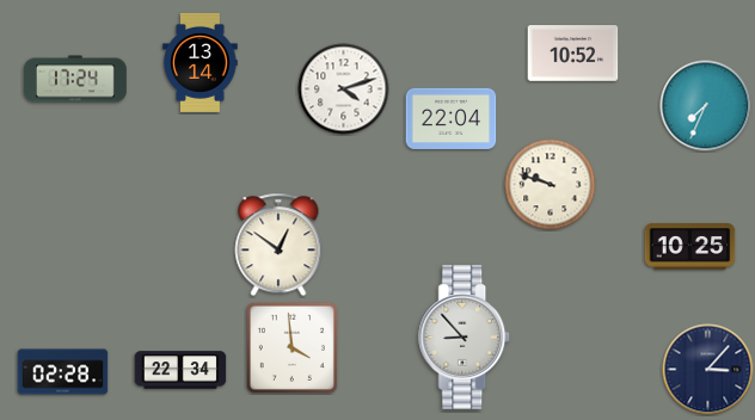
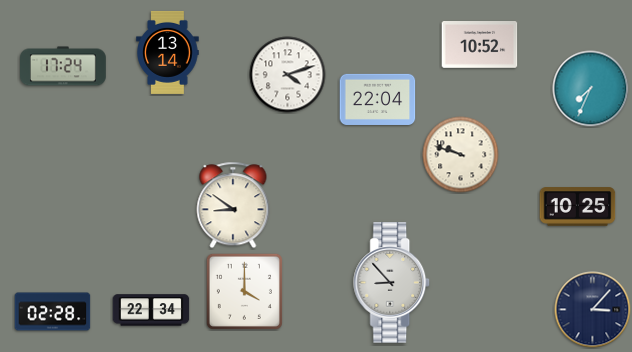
clock at (278, 245): 12:51 -> 8:51
clock at (465, 338) position: (465, 338) -> (392, 283)
clock at (291, 347): 3:59 -> 4:00
